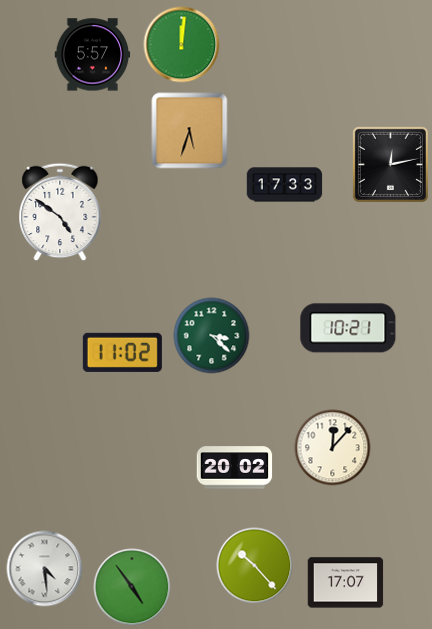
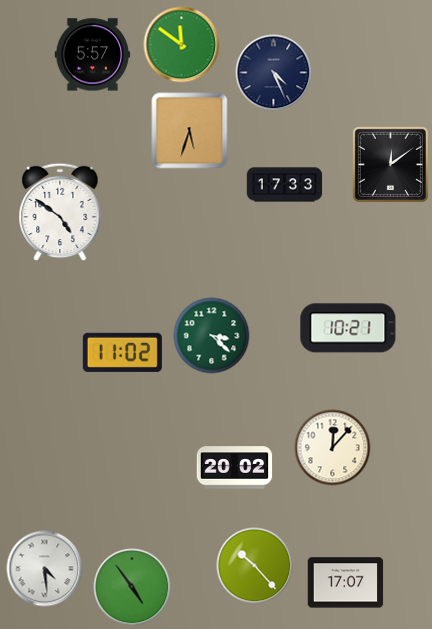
clock at (182, 45): 12:01 -> 11:51
clock at (274, 73): none -> 4:26
clock at (390, 164): 12:13 -> 12:09
